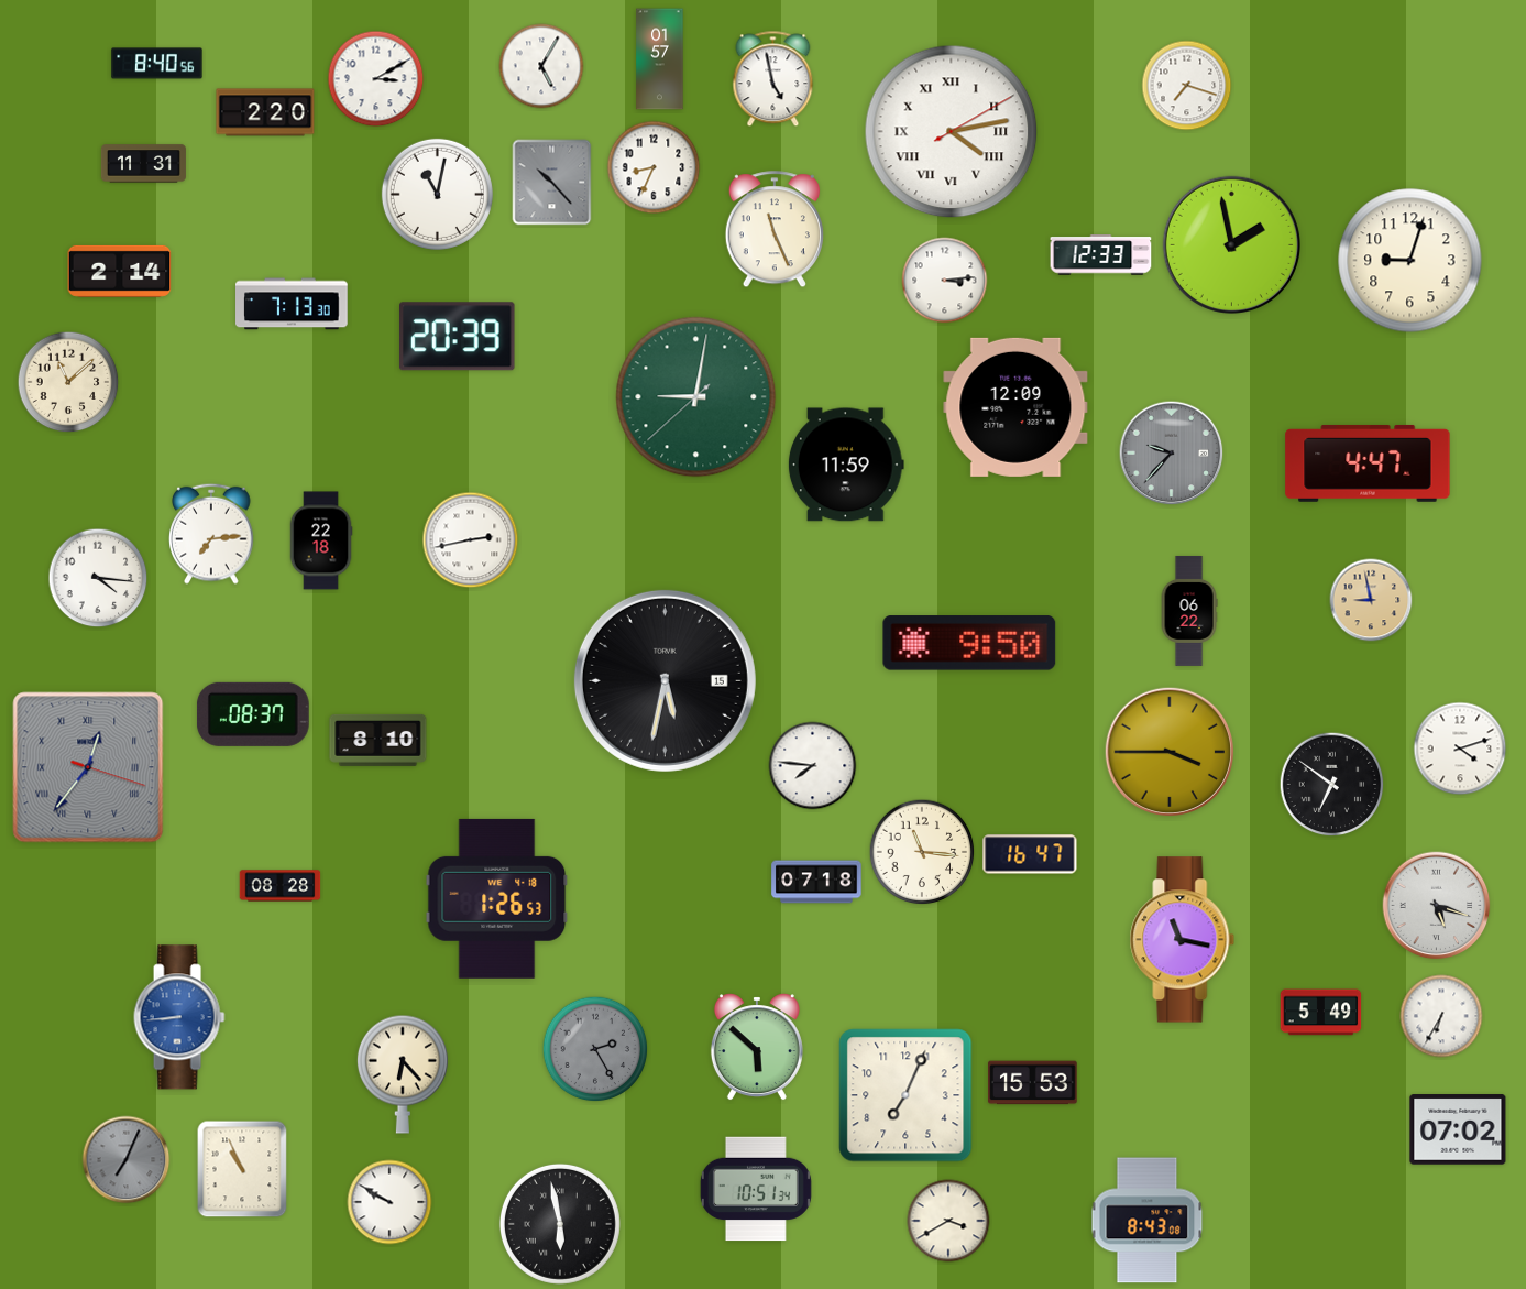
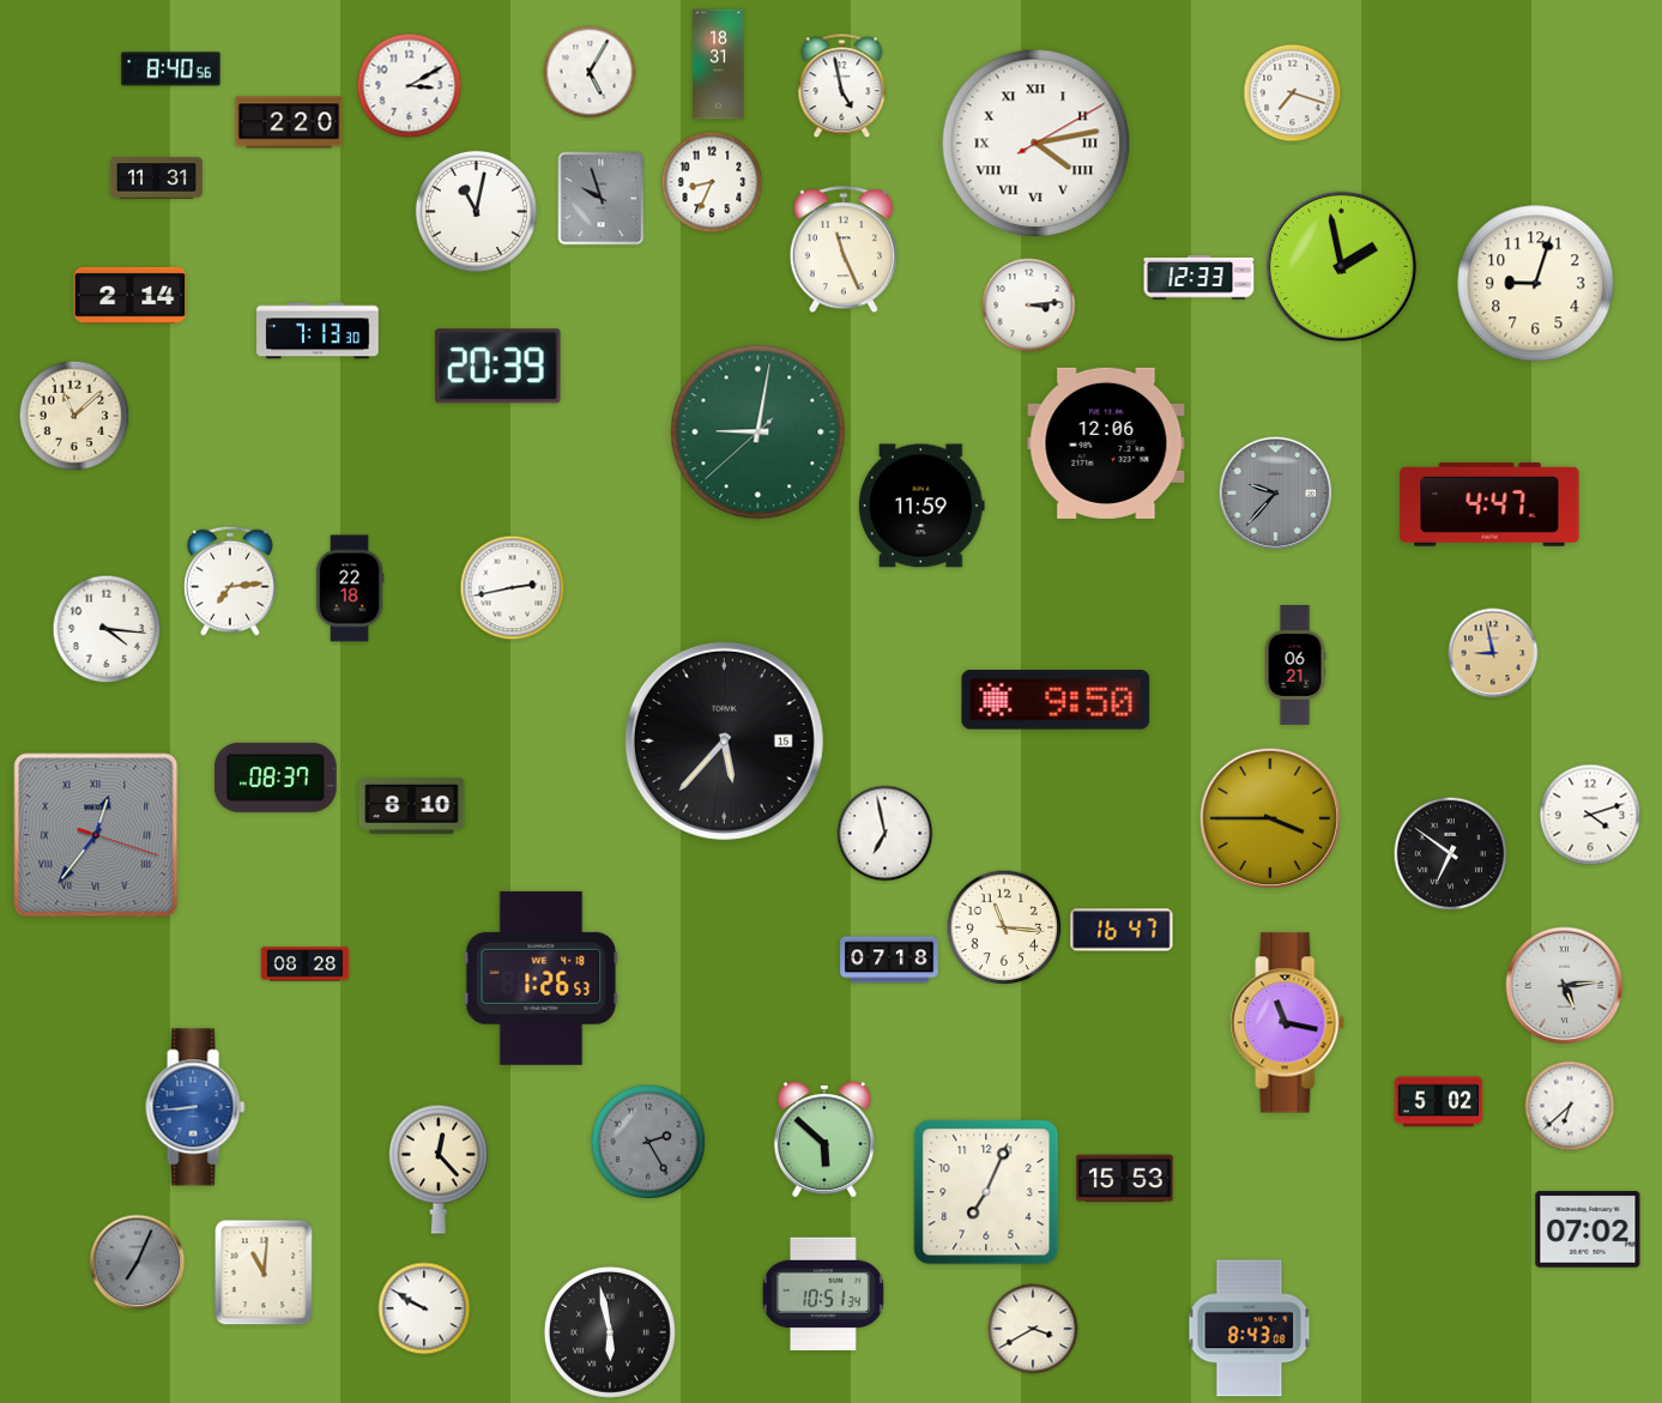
clock at (660, 59): 01:57 -> 18:31
clock at (552, 183): 10:23 -> 9:57
clock at (1015, 407): 12:09 -> 12:06
clock at (1189, 611): 06:22 -> 06:21
clock at (665, 680): 5:32 -> 5:37
clock at (1168, 751) position: (1168, 751) -> (1269, 817)
clock at (813, 766): 7:46 -> 6:58
clock at (1437, 906): 5:18 -> 5:14
clock at (1321, 1013): 5:49 -> 5:02
clock at (1441, 1016): 6:35 -> 6:38
clock at (403, 1074): 6:23 -> 12:23
clock at (242, 1169): 10:56 -> 11:01
